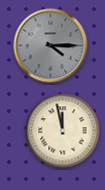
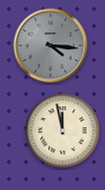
clock at (51, 46): 4:15 -> 4:16
